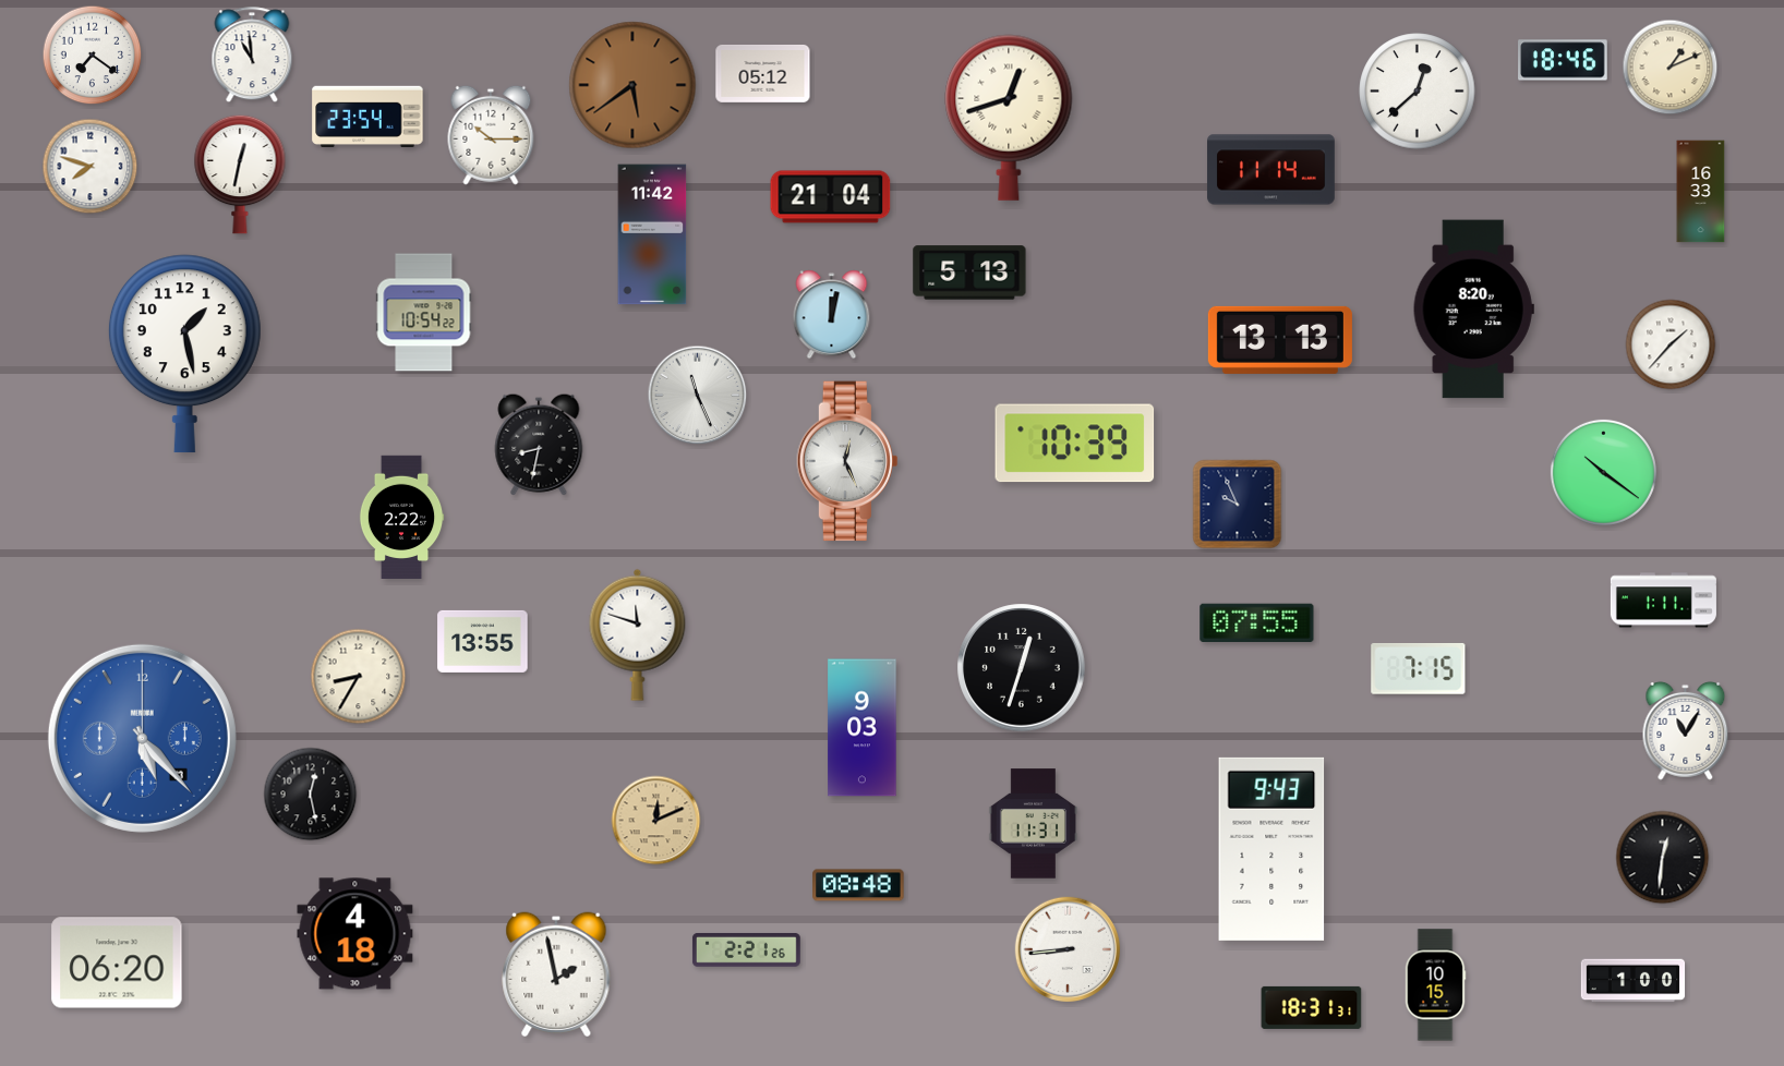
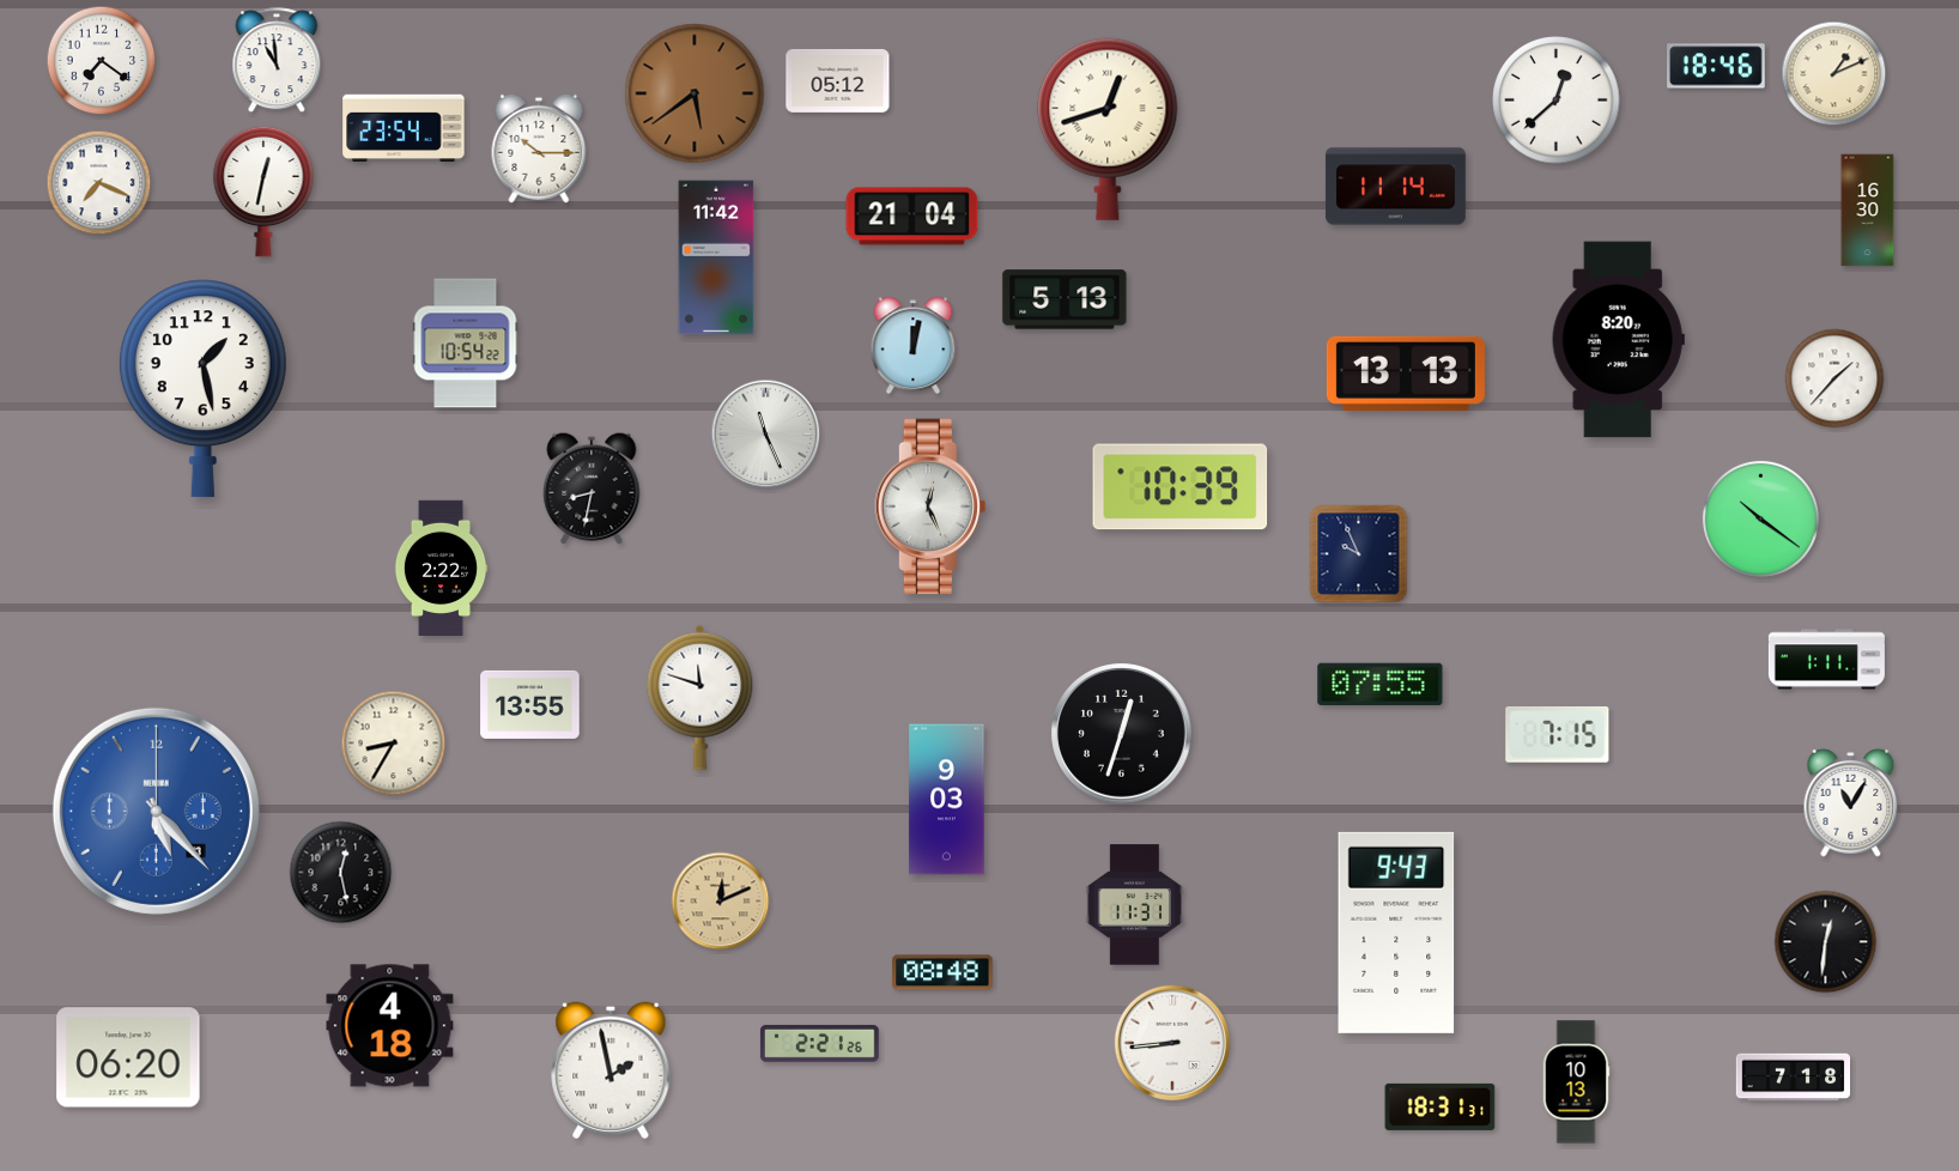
clock at (91, 167): 7:48 -> 7:19
clock at (1701, 192): 16:33 -> 16:30
clock at (1634, 981): 1:00 -> 7:18
clock at (1435, 985): 10:15 -> 10:13
